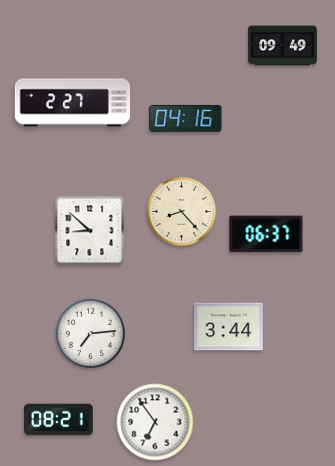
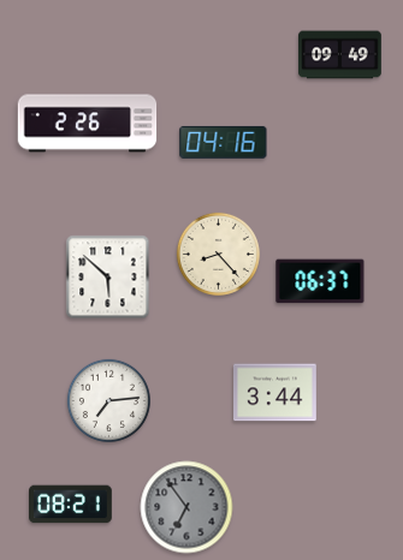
clock at (73, 103): 2:27 -> 2:26
clock at (90, 231): 8:52 -> 5:52
clock at (155, 422) dial: white -> grey
